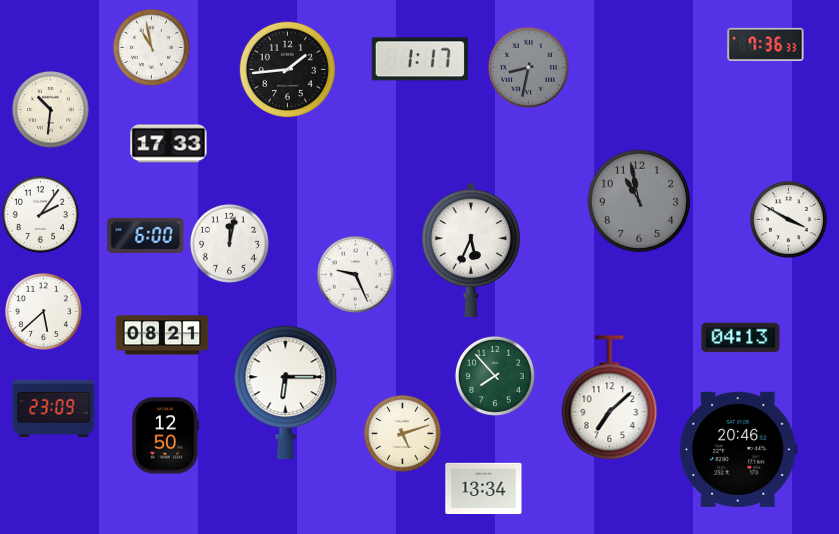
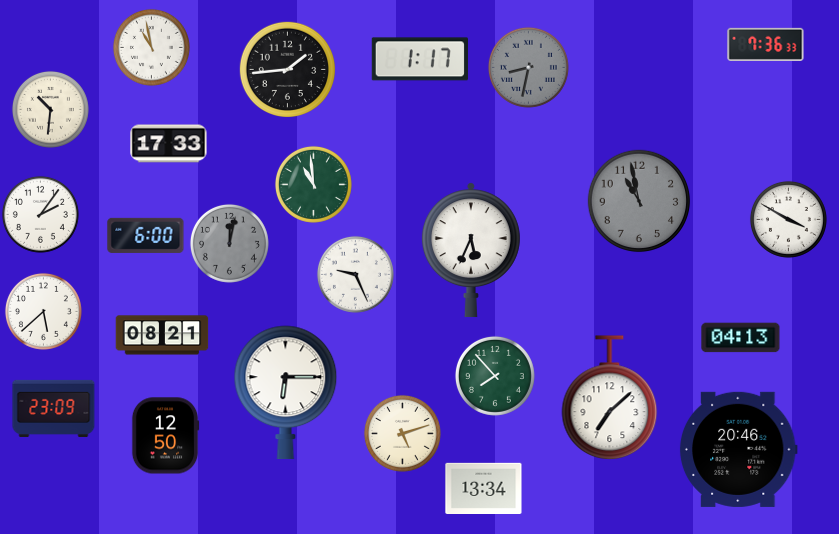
clock at (313, 184): none -> 10:59
clock at (229, 243) dial: white -> grey
